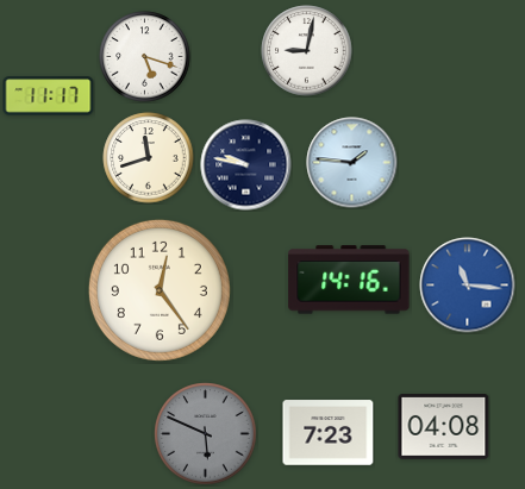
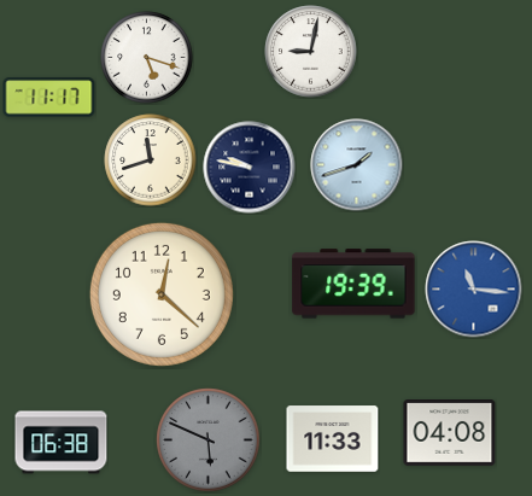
clock at (352, 163): 1:46 -> 1:42
clock at (349, 280): 14:16 -> 19:39
clock at (160, 290): 12:24 -> 12:22
clock at (329, 433): 7:23 -> 11:33
clock at (62, 443): none -> 06:38
